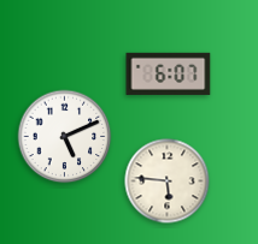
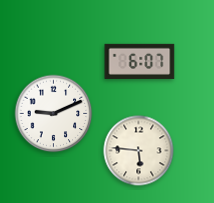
clock at (65, 137): 5:11 -> 9:11
